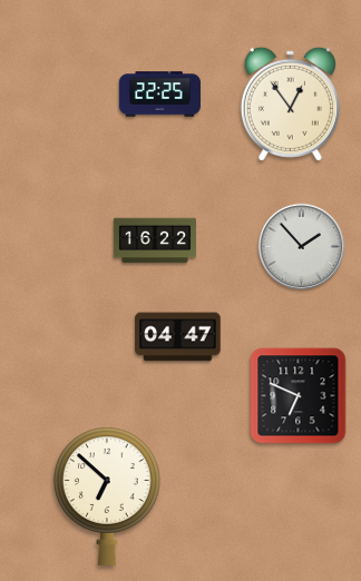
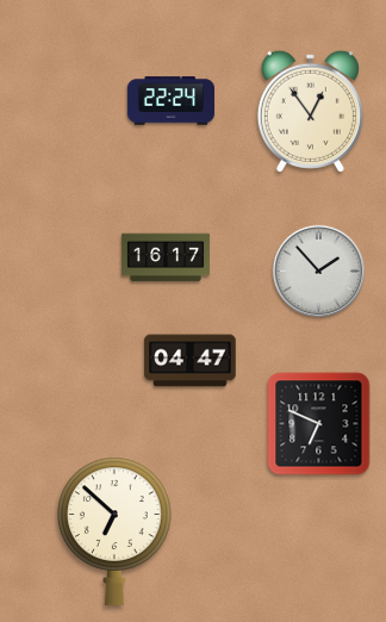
clock at (159, 95): 22:25 -> 22:24
clock at (155, 240): 16:22 -> 16:17
clock at (301, 246) position: (301, 246) -> (318, 270)
